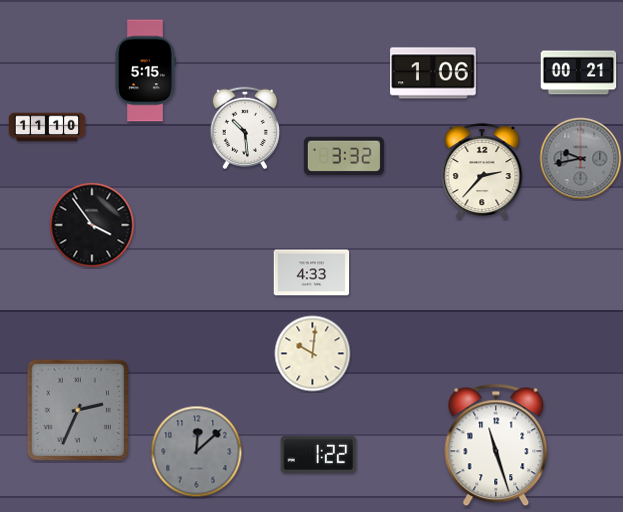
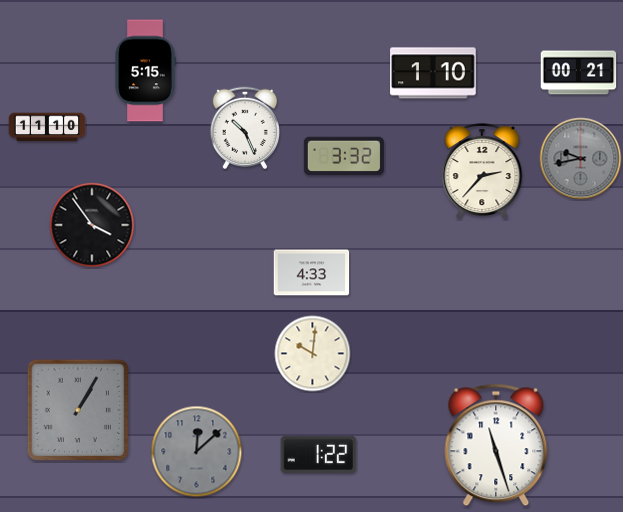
clock at (433, 73): 1:06 -> 1:10
clock at (244, 127): 10:29 -> 10:26
clock at (77, 409): 2:34 -> 1:05
